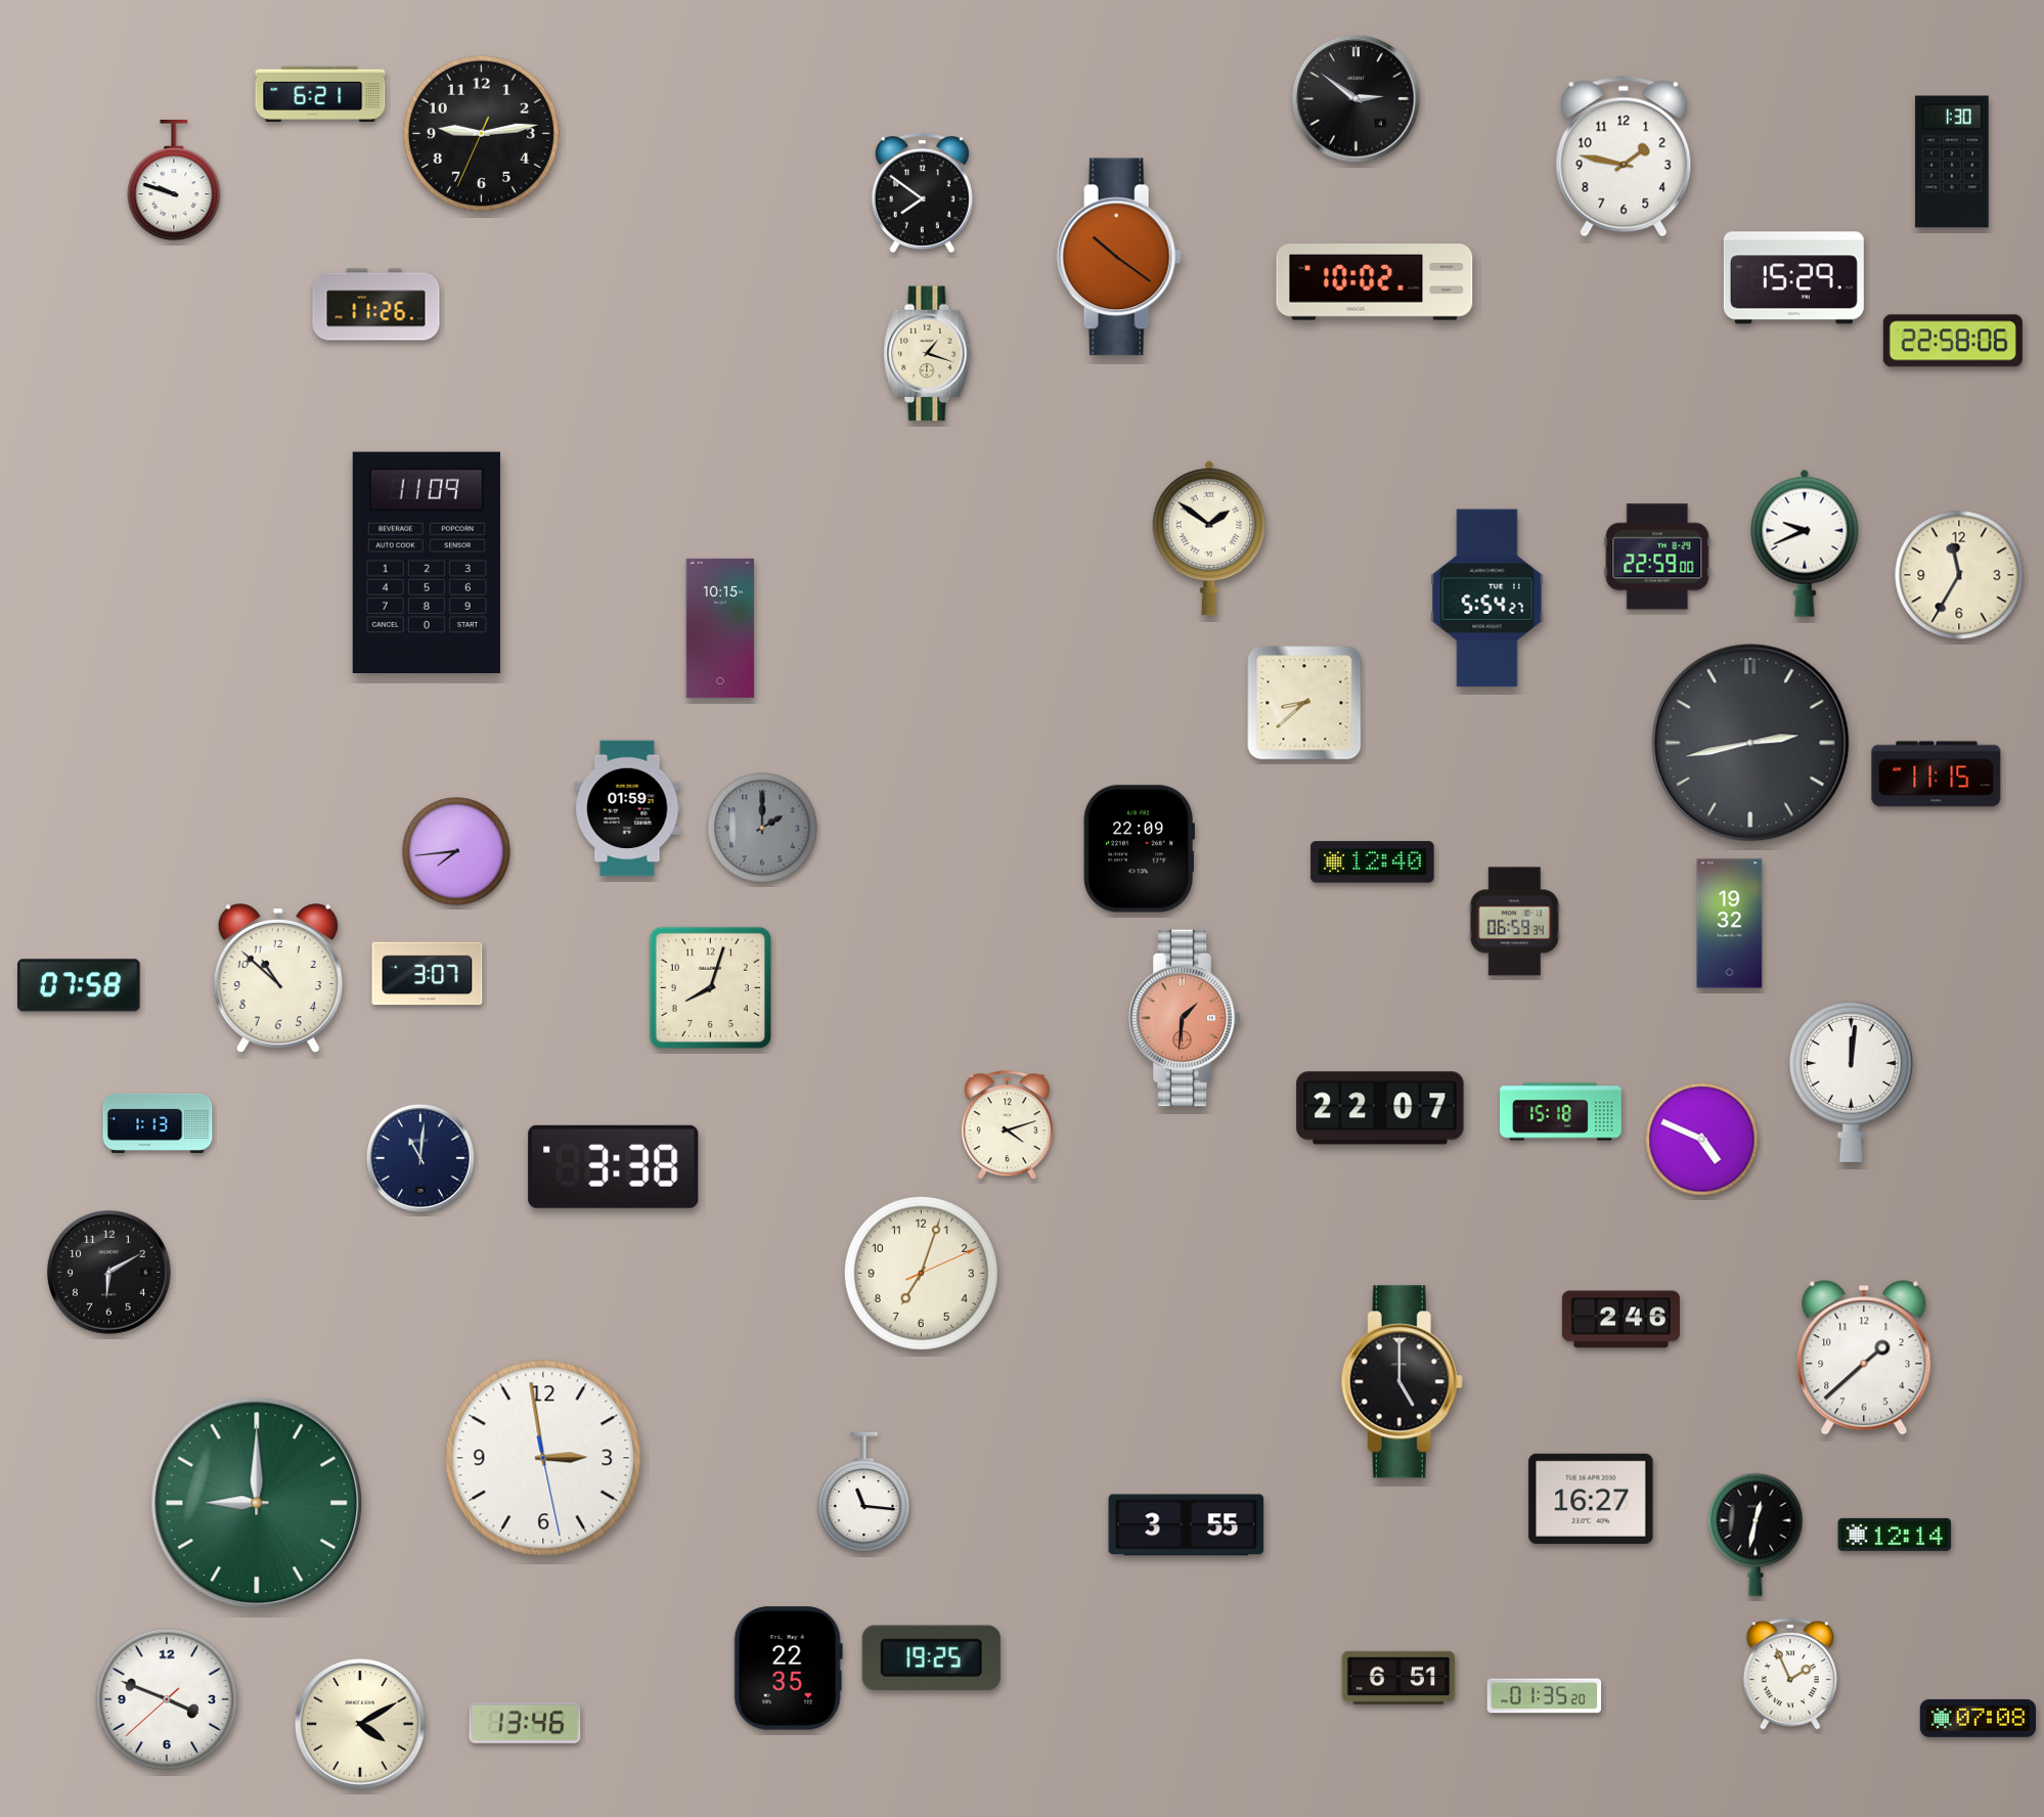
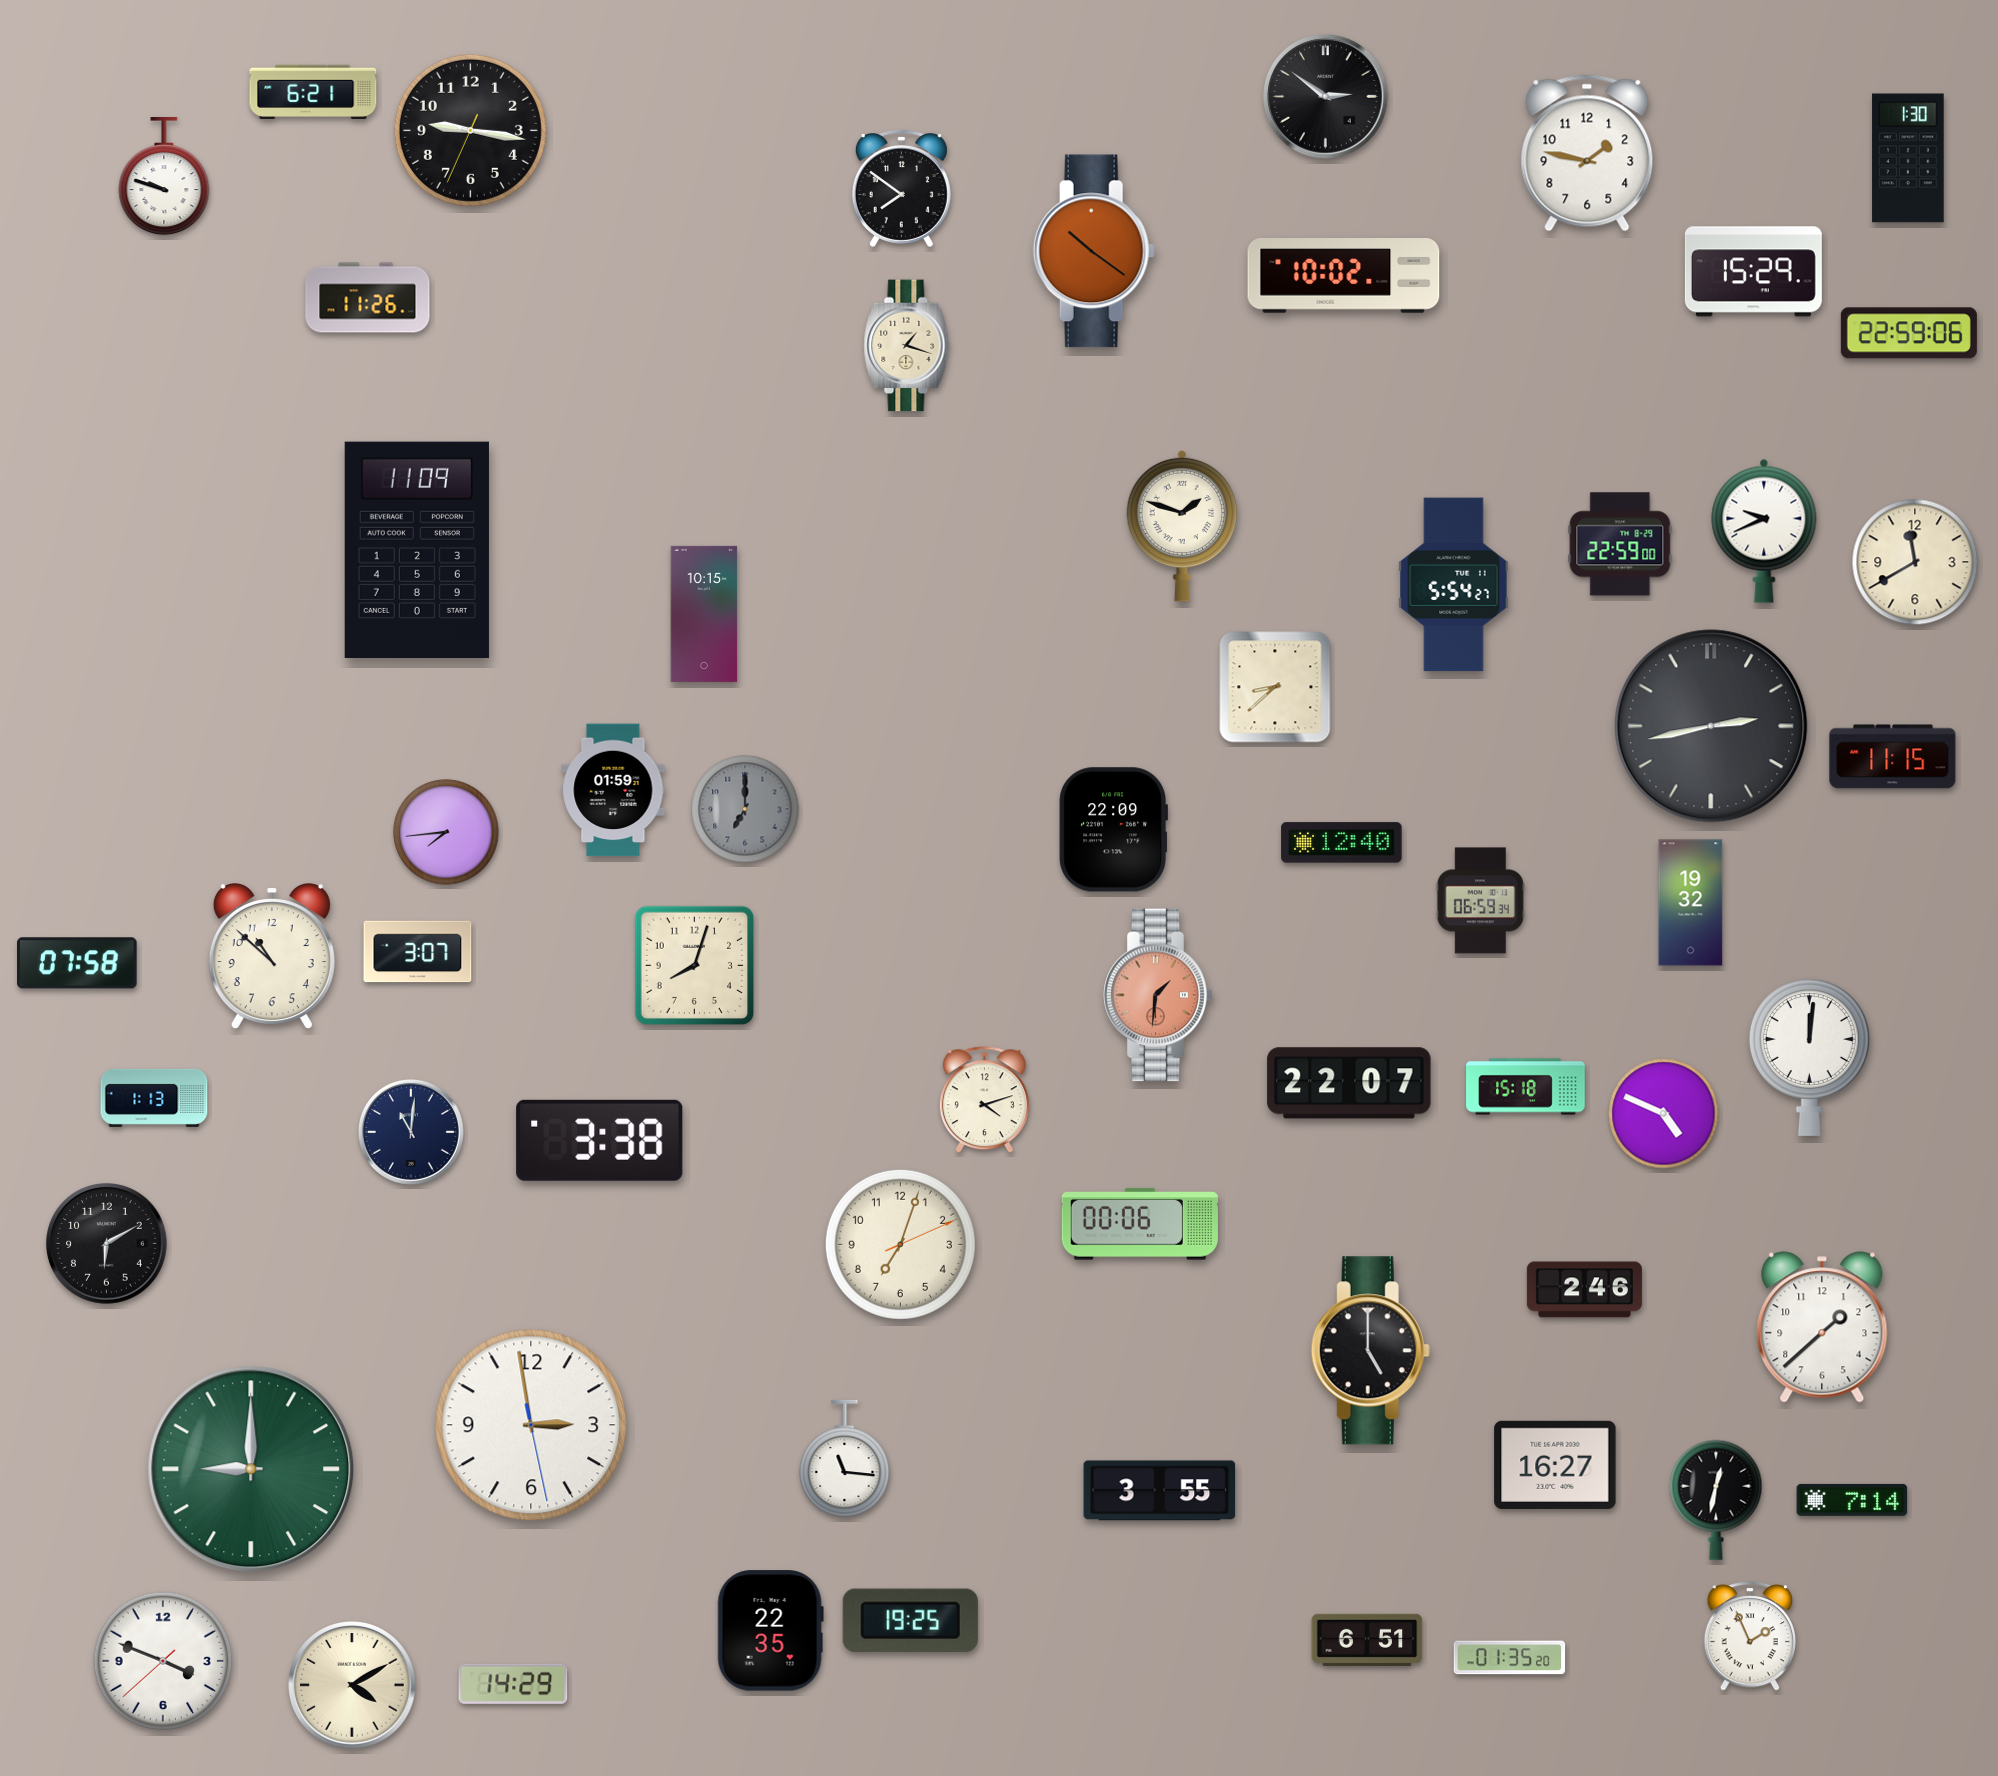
clock at (481, 133): 9:13 -> 9:16
clock at (174, 181) position: (174, 181) -> (164, 177)
clock at (1953, 341): 22:58 -> 22:59
clock at (1208, 538): 1:51 -> 1:48
clock at (1959, 575): 11:35 -> 11:40
clock at (762, 828): 2:00 -> 7:00
clock at (1140, 1224): none -> 00:06
clock at (1895, 1535): 12:14 -> 7:14
clock at (1978, 1718): 07:08 -> none
clock at (525, 1723): 13:46 -> 14:29
